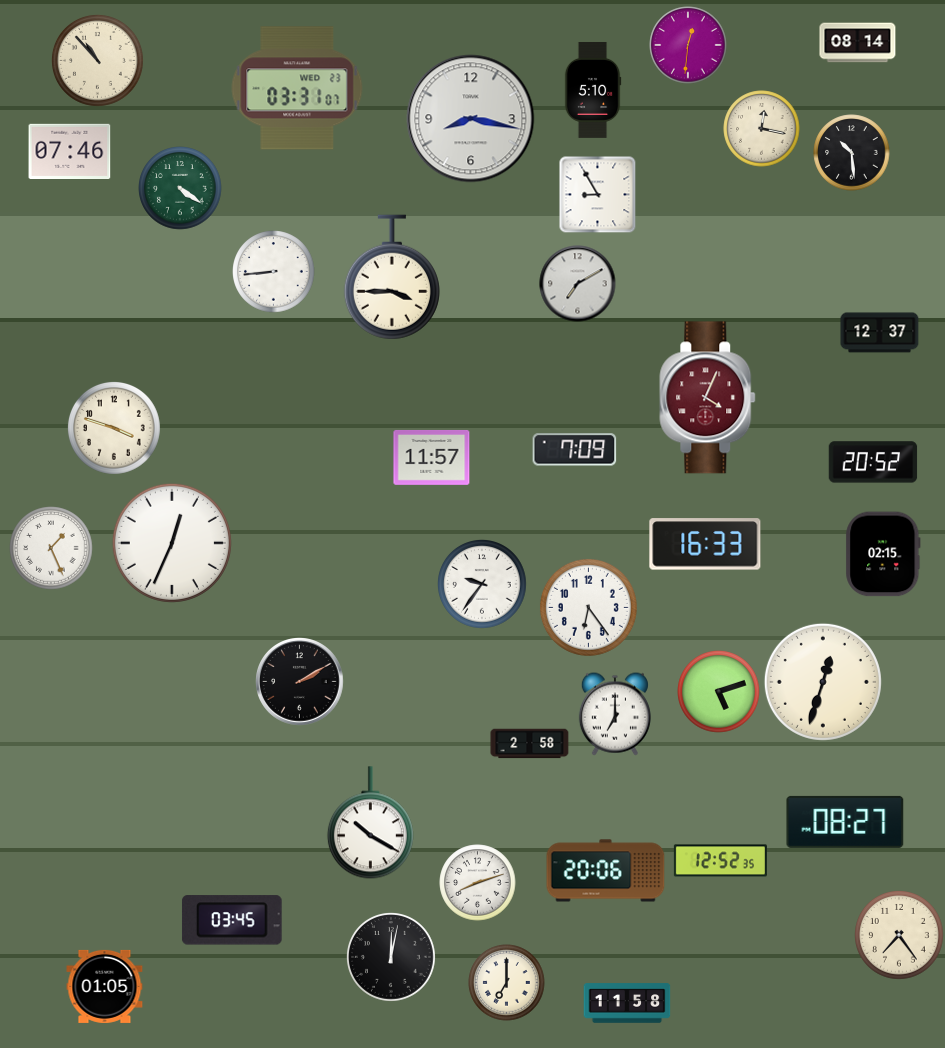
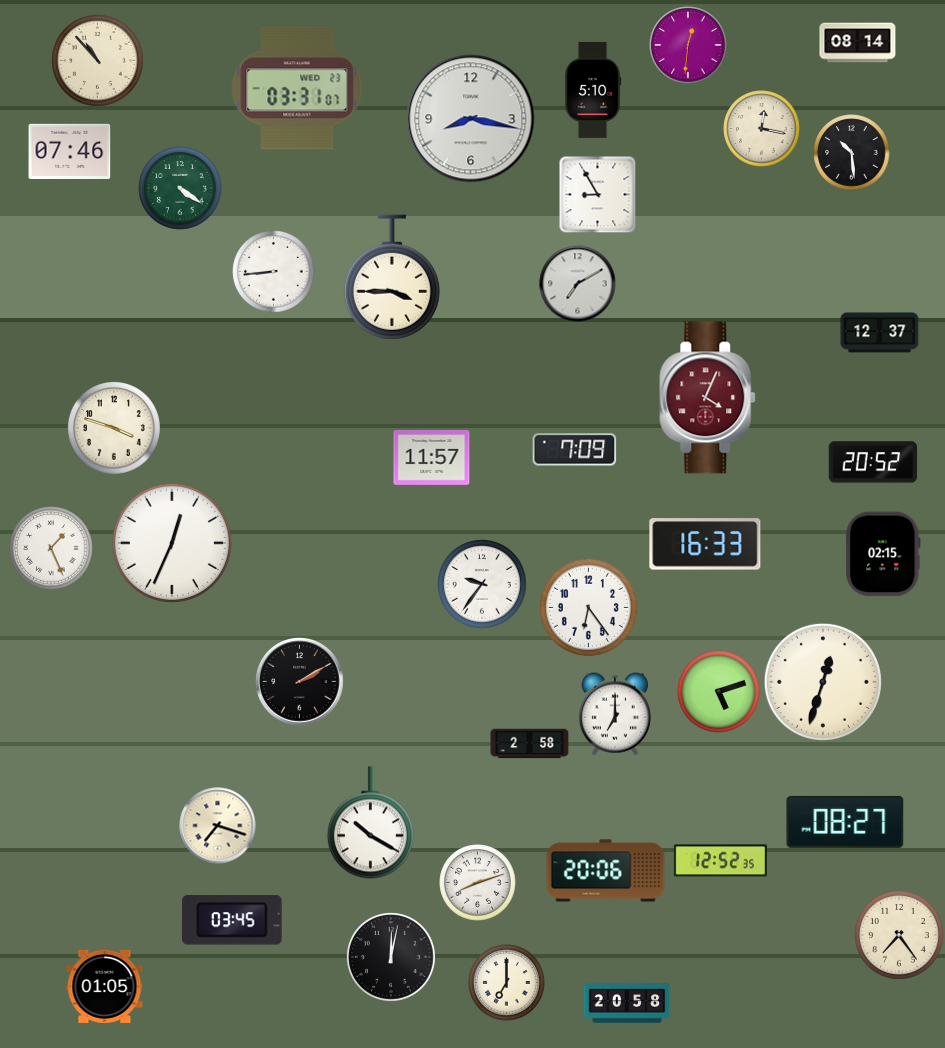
clock at (218, 826): none -> 7:18
clock at (627, 1003): 11:58 -> 20:58
